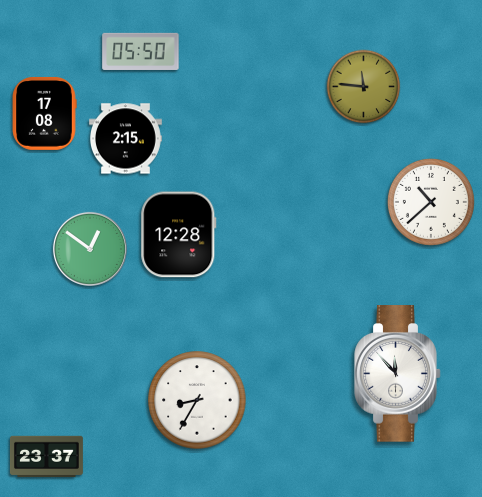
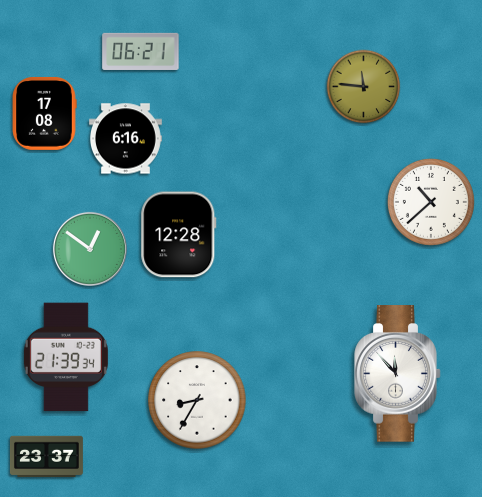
clock at (141, 51): 05:50 -> 06:21
clock at (125, 139): 2:15 -> 6:16
clock at (66, 357): none -> 21:39
